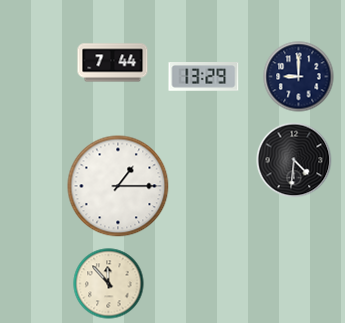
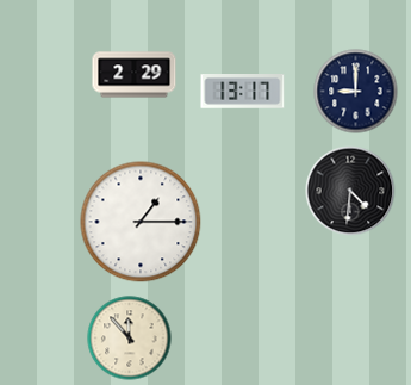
clock at (113, 63): 7:44 -> 2:29
clock at (204, 77): 13:29 -> 13:17
